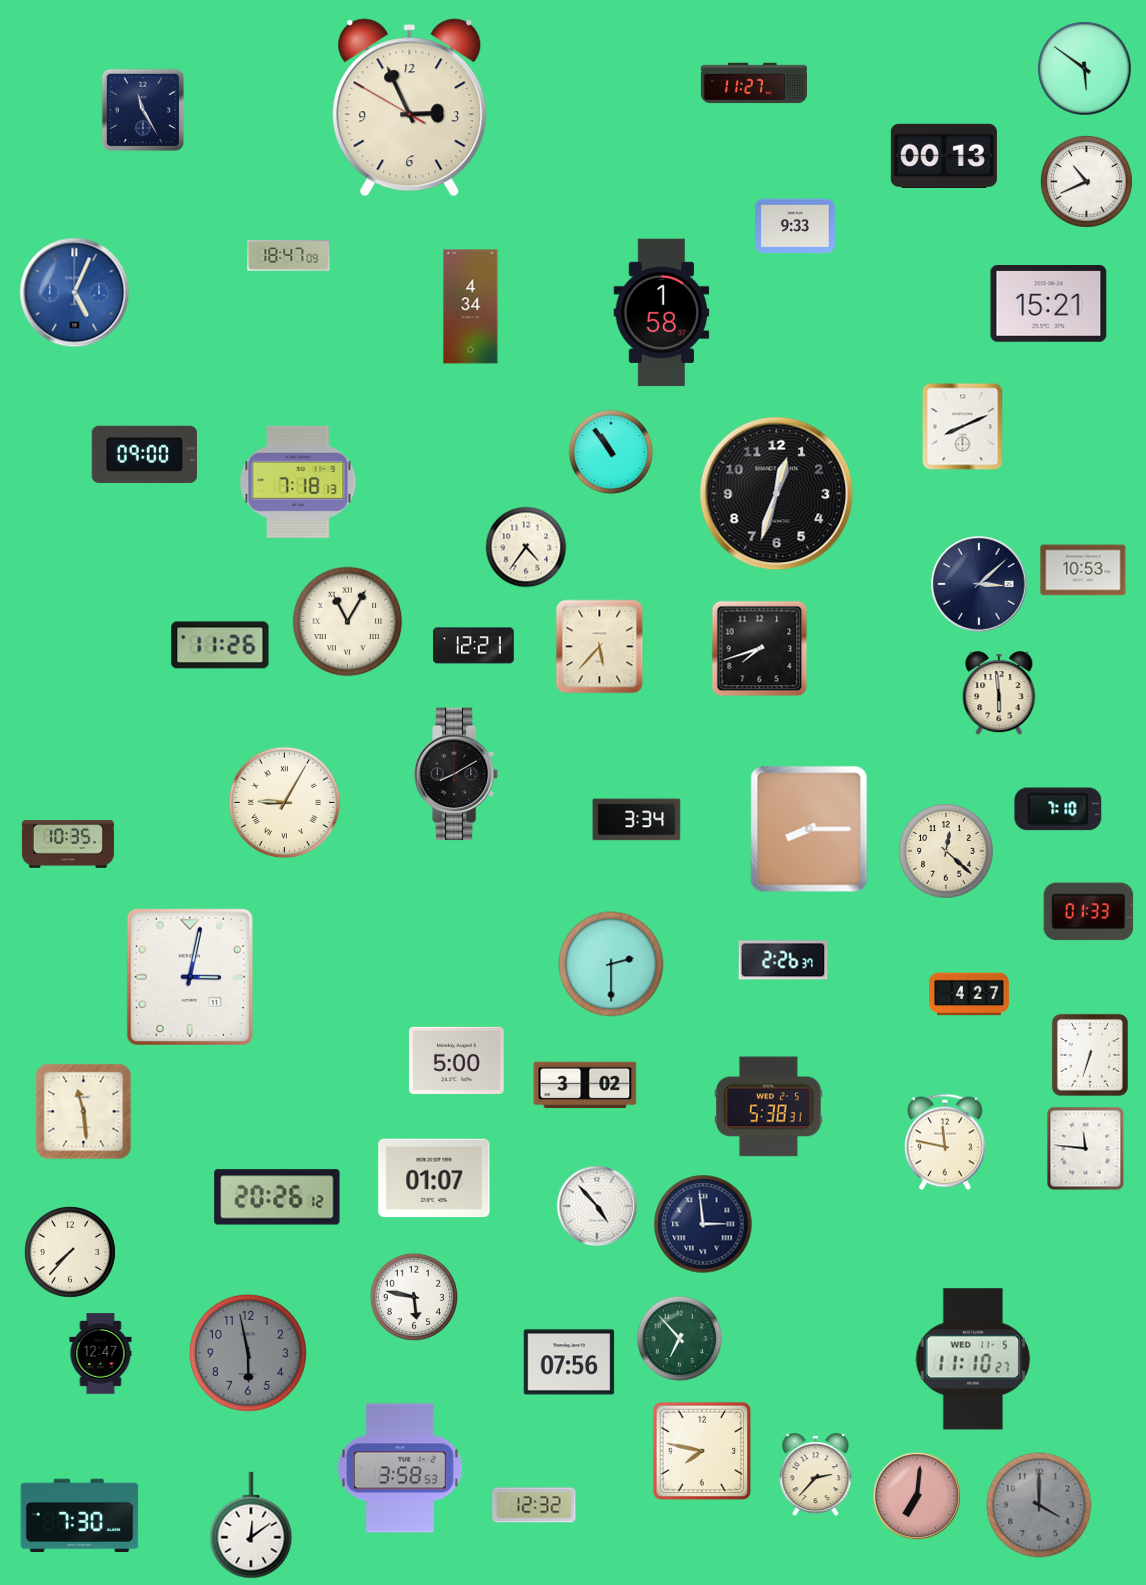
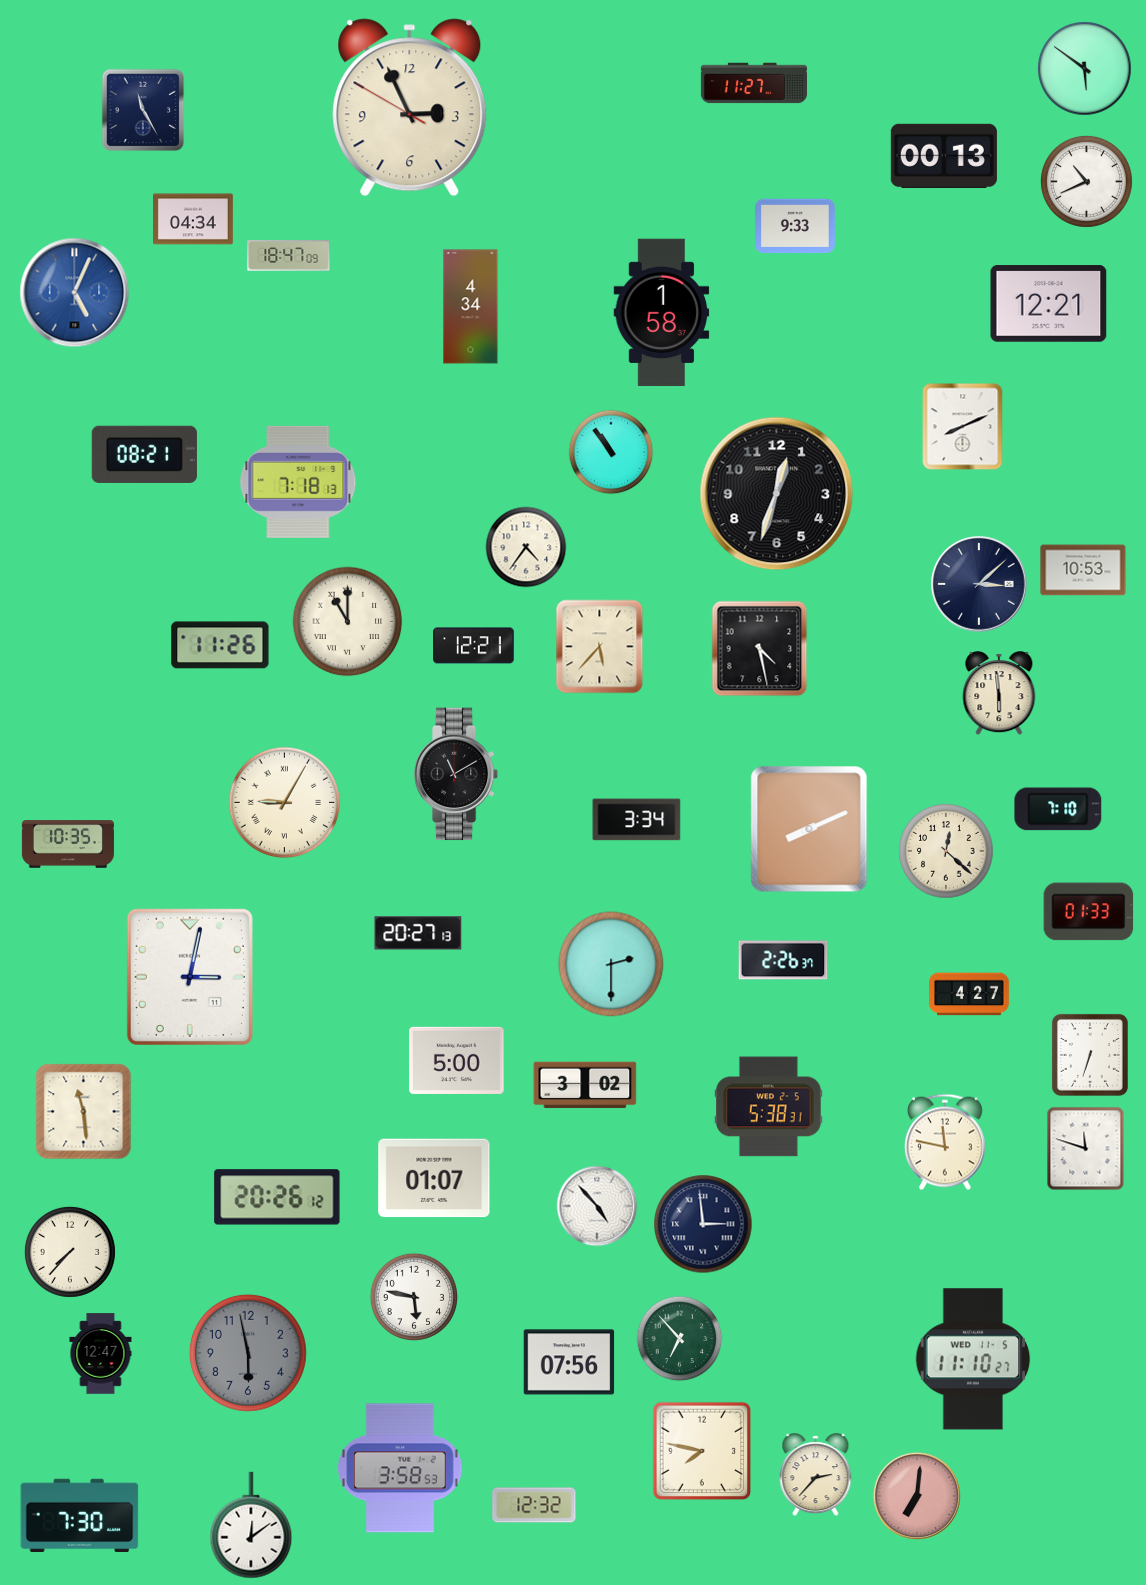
clock at (194, 219): none -> 04:34
clock at (1049, 304): 15:21 -> 12:21
clock at (144, 454): 09:00 -> 08:21
clock at (348, 622): 11:05 -> 11:00
clock at (760, 649): 7:42 -> 4:28
clock at (456, 774): 8:10 -> 11:10
clock at (809, 829): 8:15 -> 8:11
clock at (418, 933): none -> 20:27
clock at (1086, 1149): 11:46 -> 11:48
clock at (1039, 1505): 4:00 -> none
